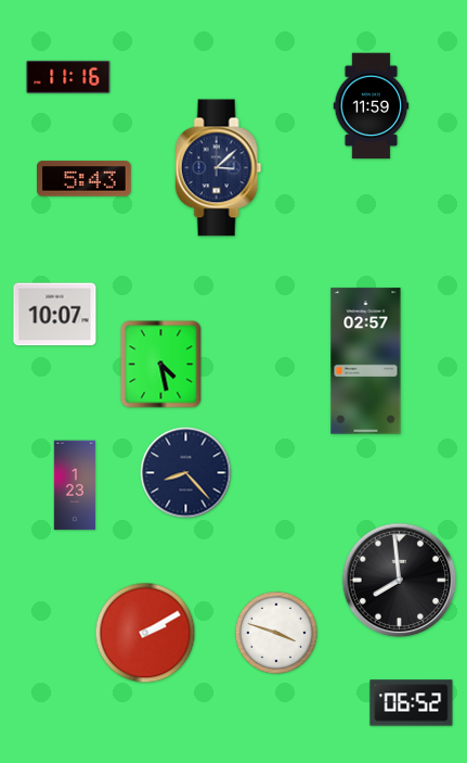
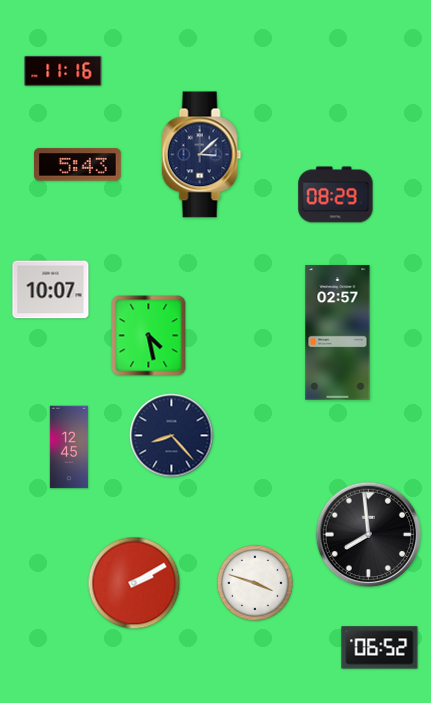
clock at (372, 106): 11:59 -> none
clock at (336, 195): none -> 08:29
clock at (75, 485): 1:23 -> 12:45
